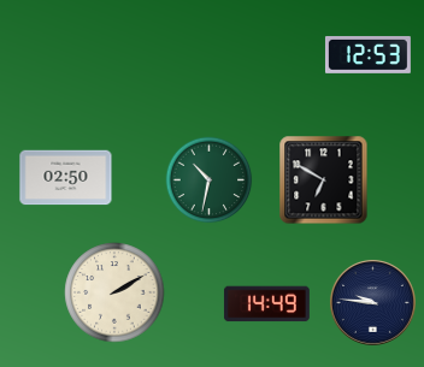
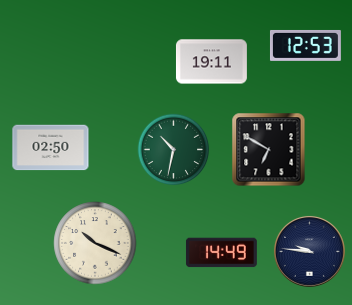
clock at (211, 62): none -> 19:11
clock at (66, 178) position: (66, 178) -> (51, 148)
clock at (114, 292): 2:10 -> 10:19
